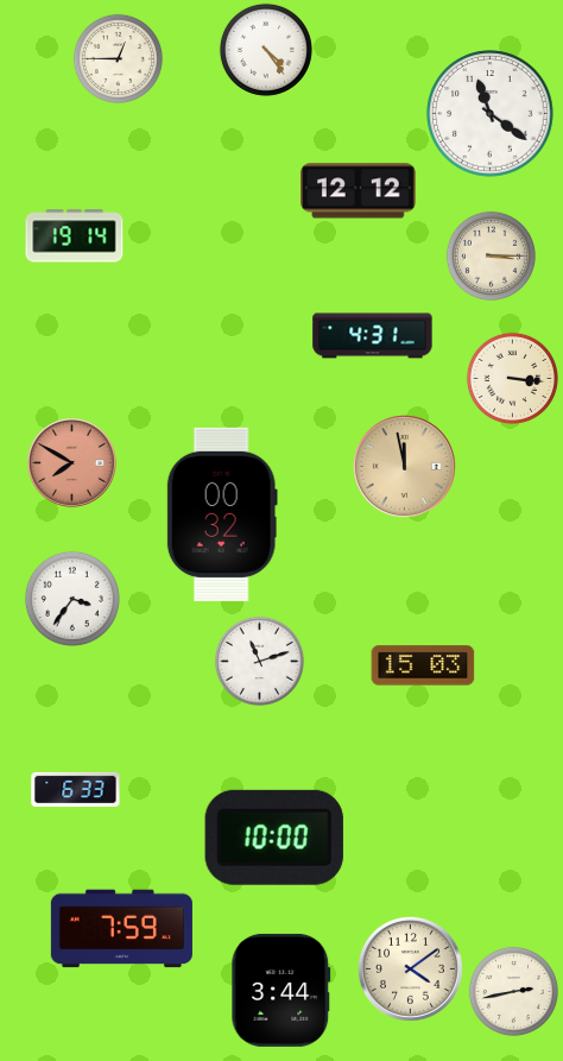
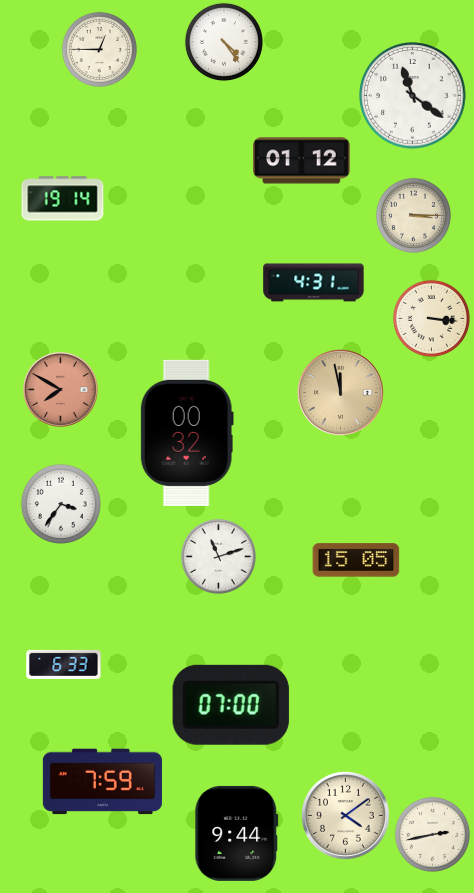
clock at (359, 191): 12:12 -> 01:12
clock at (423, 665): 15:03 -> 15:05
clock at (274, 838): 10:00 -> 07:00
clock at (281, 990): 3:44 -> 9:44
